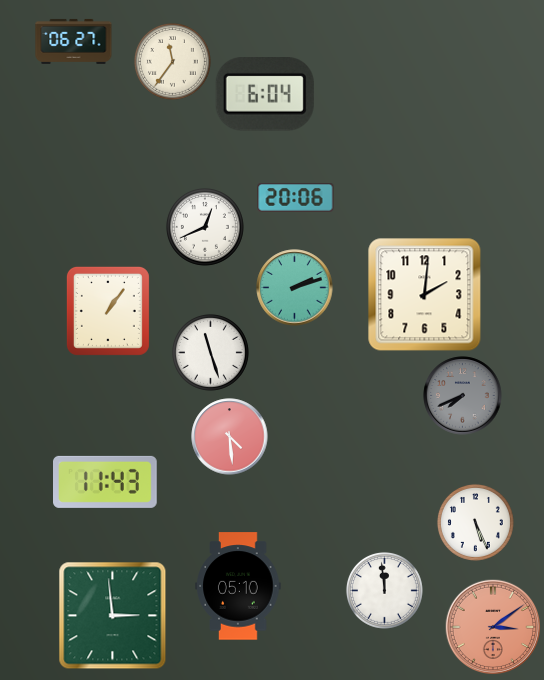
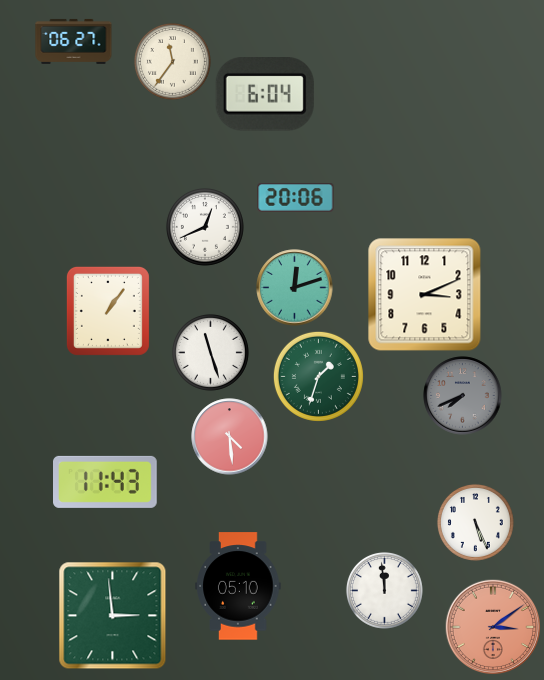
clock at (295, 288): 2:12 -> 12:12
clock at (425, 295): 2:01 -> 3:11
clock at (318, 376): none -> 1:33
